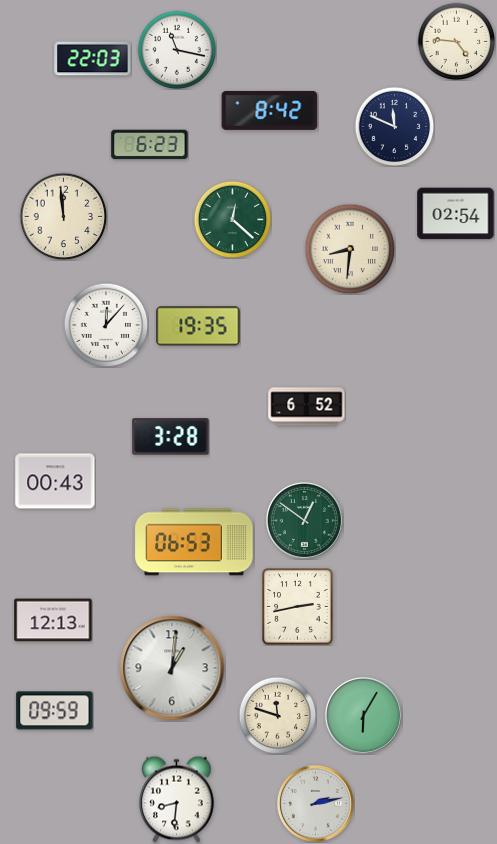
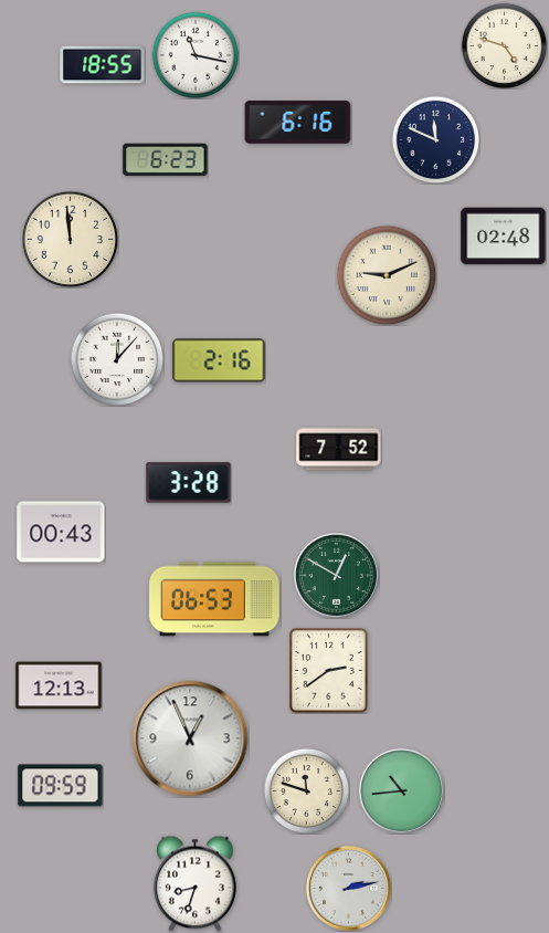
clock at (456, 41): 4:46 -> 4:48
clock at (93, 59): 22:03 -> 18:55
clock at (270, 110): 8:42 -> 6:16
clock at (456, 214): 02:54 -> 02:48
clock at (232, 219): 12:22 -> none
clock at (350, 249): 8:31 -> 9:11
clock at (198, 326): 19:35 -> 2:16
clock at (307, 407): 6:52 -> 7:52
clock at (304, 520): 12:51 -> 12:50
clock at (298, 607): 2:43 -> 2:39
clock at (172, 668): 1:01 -> 12:56
clock at (363, 715): 6:05 -> 10:44
clock at (177, 799): 8:31 -> 8:33
